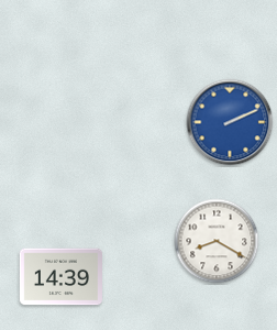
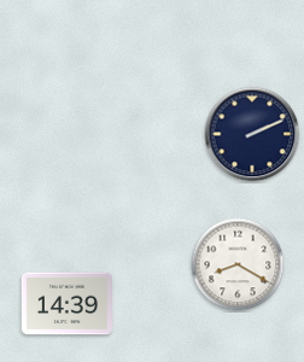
clock at (230, 122) dial: blue -> navy
